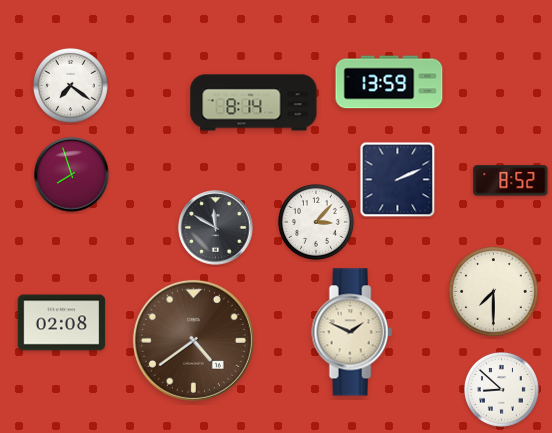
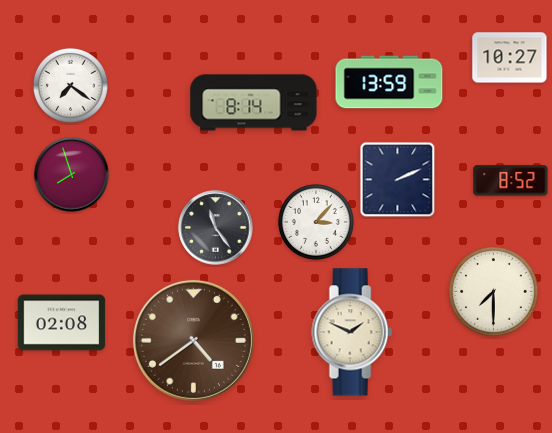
clock at (510, 58): none -> 10:27
clock at (216, 228): 11:50 -> 11:24
clock at (501, 389): 8:52 -> none
